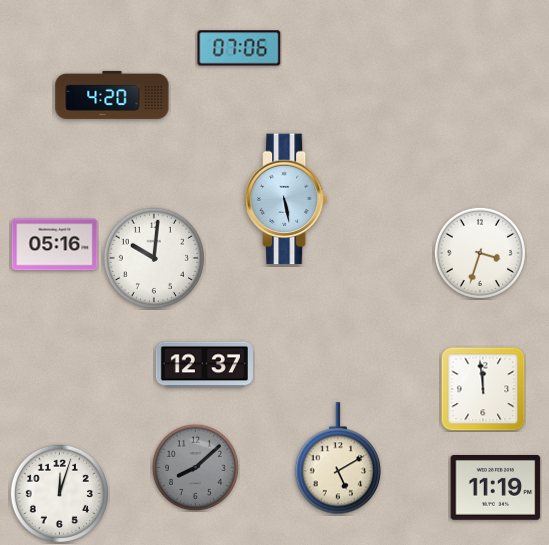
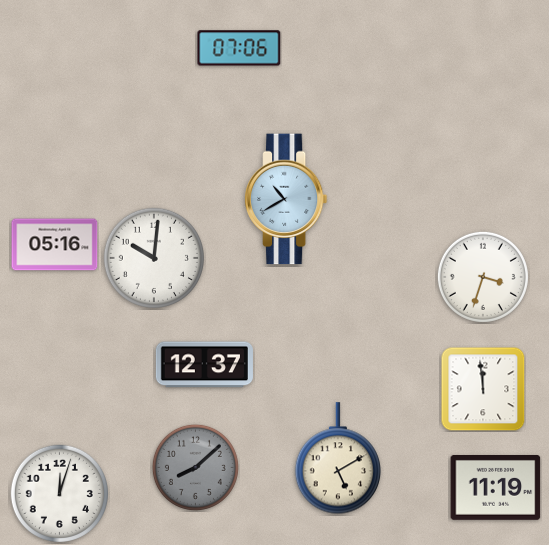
clock at (112, 95): 4:20 -> none
clock at (286, 199): 5:28 -> 10:40
clock at (480, 253) position: (480, 253) -> (483, 277)
